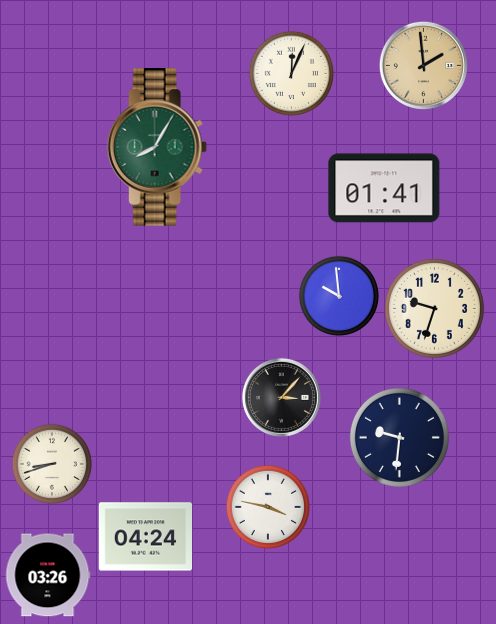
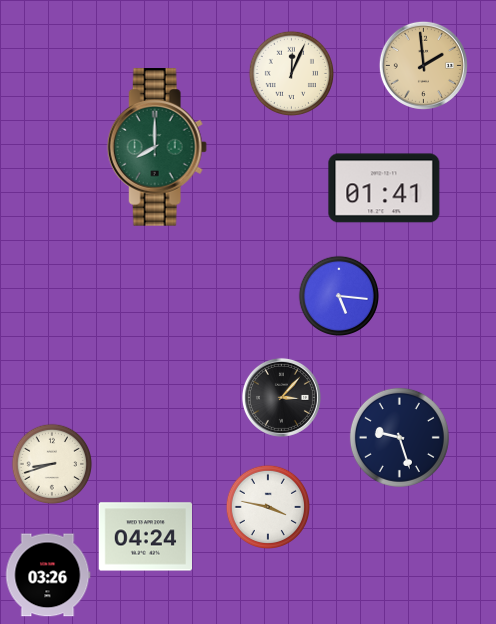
clock at (157, 147): 8:05 -> 8:00
clock at (339, 296): 9:59 -> 5:16
clock at (434, 308): 9:33 -> none
clock at (399, 437): 9:31 -> 9:27
